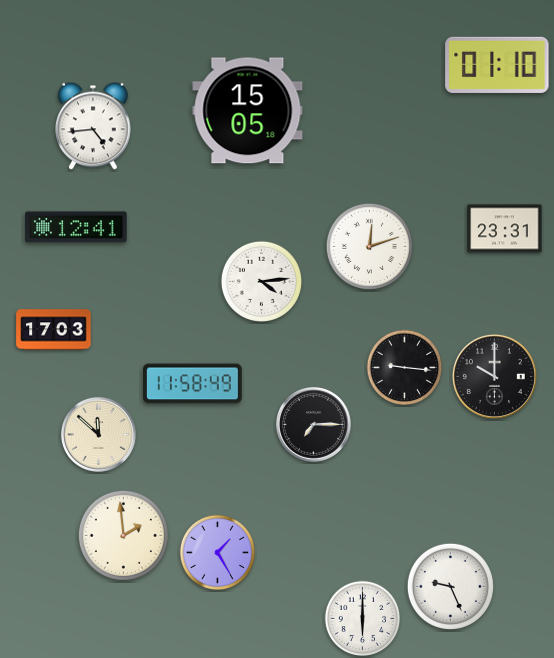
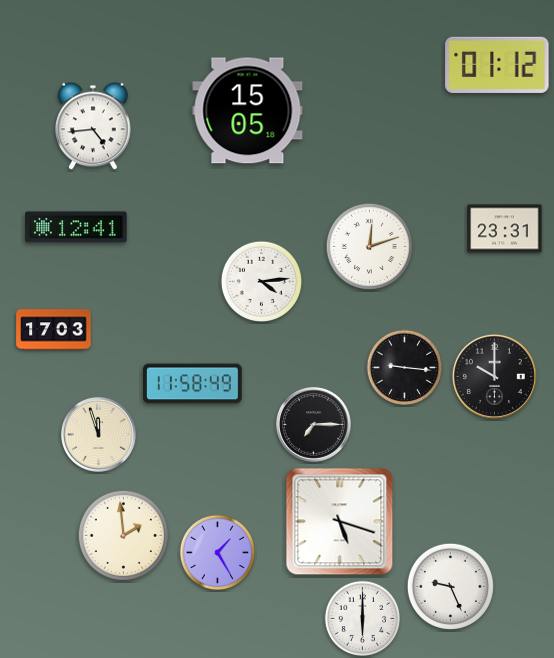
clock at (497, 65): 01:10 -> 01:12
clock at (98, 434): 11:52 -> 11:57
clock at (340, 522): none -> 5:18
